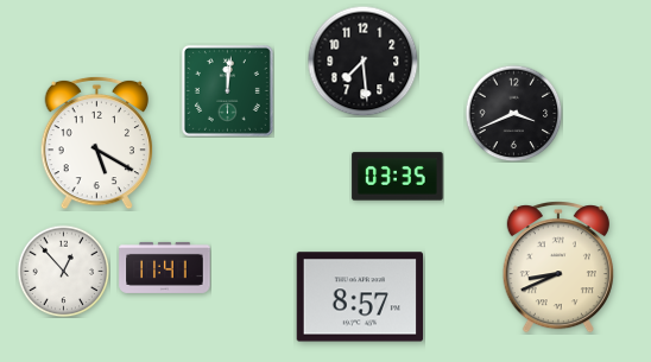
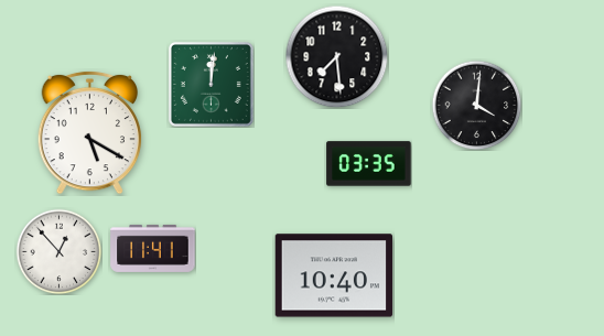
clock at (513, 113): 3:41 -> 4:01
clock at (558, 267): 8:41 -> none
clock at (359, 297): 8:57 -> 10:40
